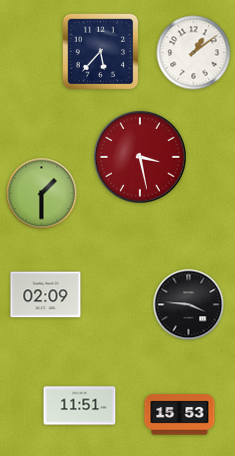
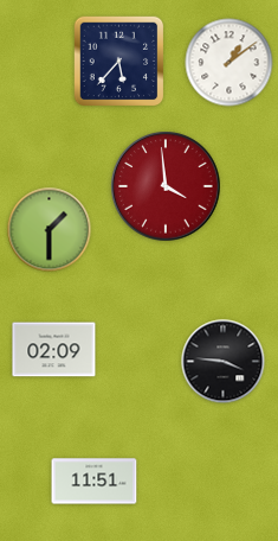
clock at (140, 157): 3:28 -> 3:59
clock at (180, 415): 15:53 -> none
